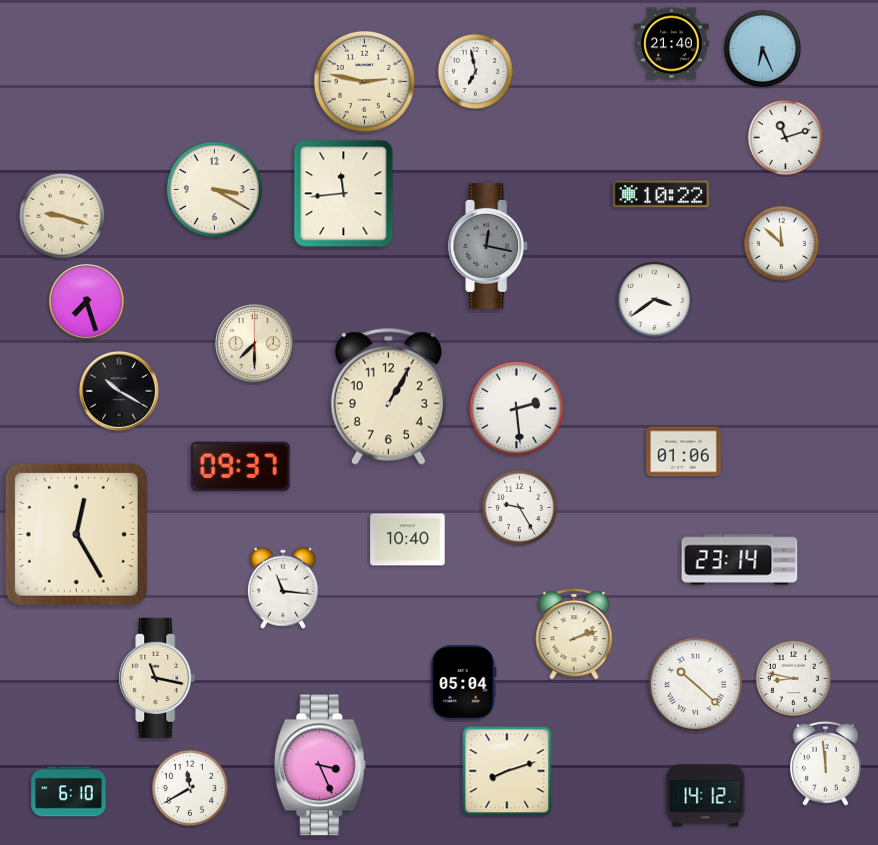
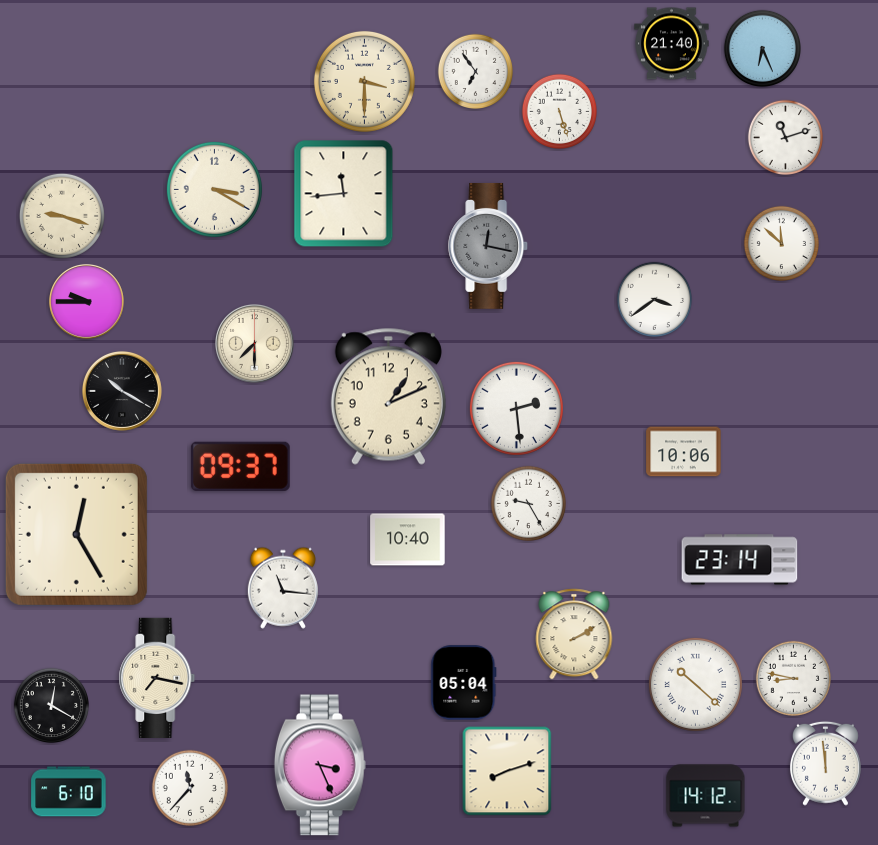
clock at (475, 71): 6:58 -> 6:54
clock at (364, 81): 2:47 -> 3:30
clock at (559, 111): none -> 5:27
clock at (661, 194): 10:22 -> none
clock at (87, 302): 7:27 -> 9:45
clock at (119, 391) position: (119, 391) -> (122, 391)
clock at (388, 396): 1:05 -> 1:11
clock at (684, 452): 01:06 -> 10:06
clock at (519, 507) position: (519, 507) -> (528, 503)
clock at (574, 634): 2:12 -> 2:10
clock at (157, 677): 11:17 -> 7:17
clock at (51, 705): none -> 12:20
clock at (189, 787): 11:40 -> 11:37
